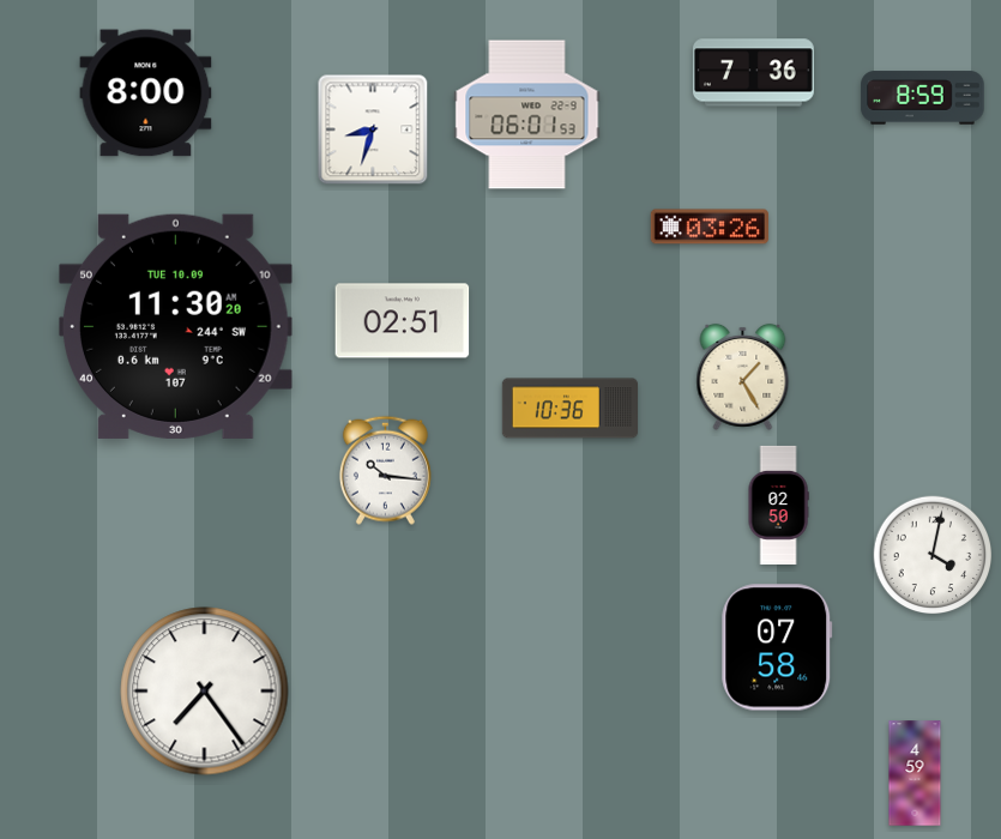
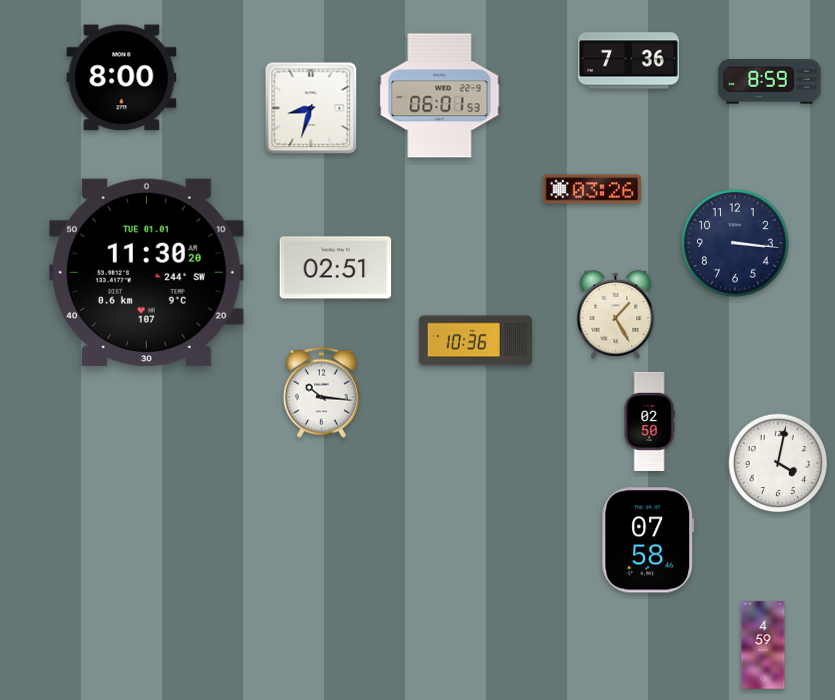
clock at (735, 243): none -> 3:16
clock at (175, 326) date: TUE 10.09 -> TUE 01.01
clock at (743, 376) position: (743, 376) -> (616, 314)
clock at (205, 692): 7:24 -> none
